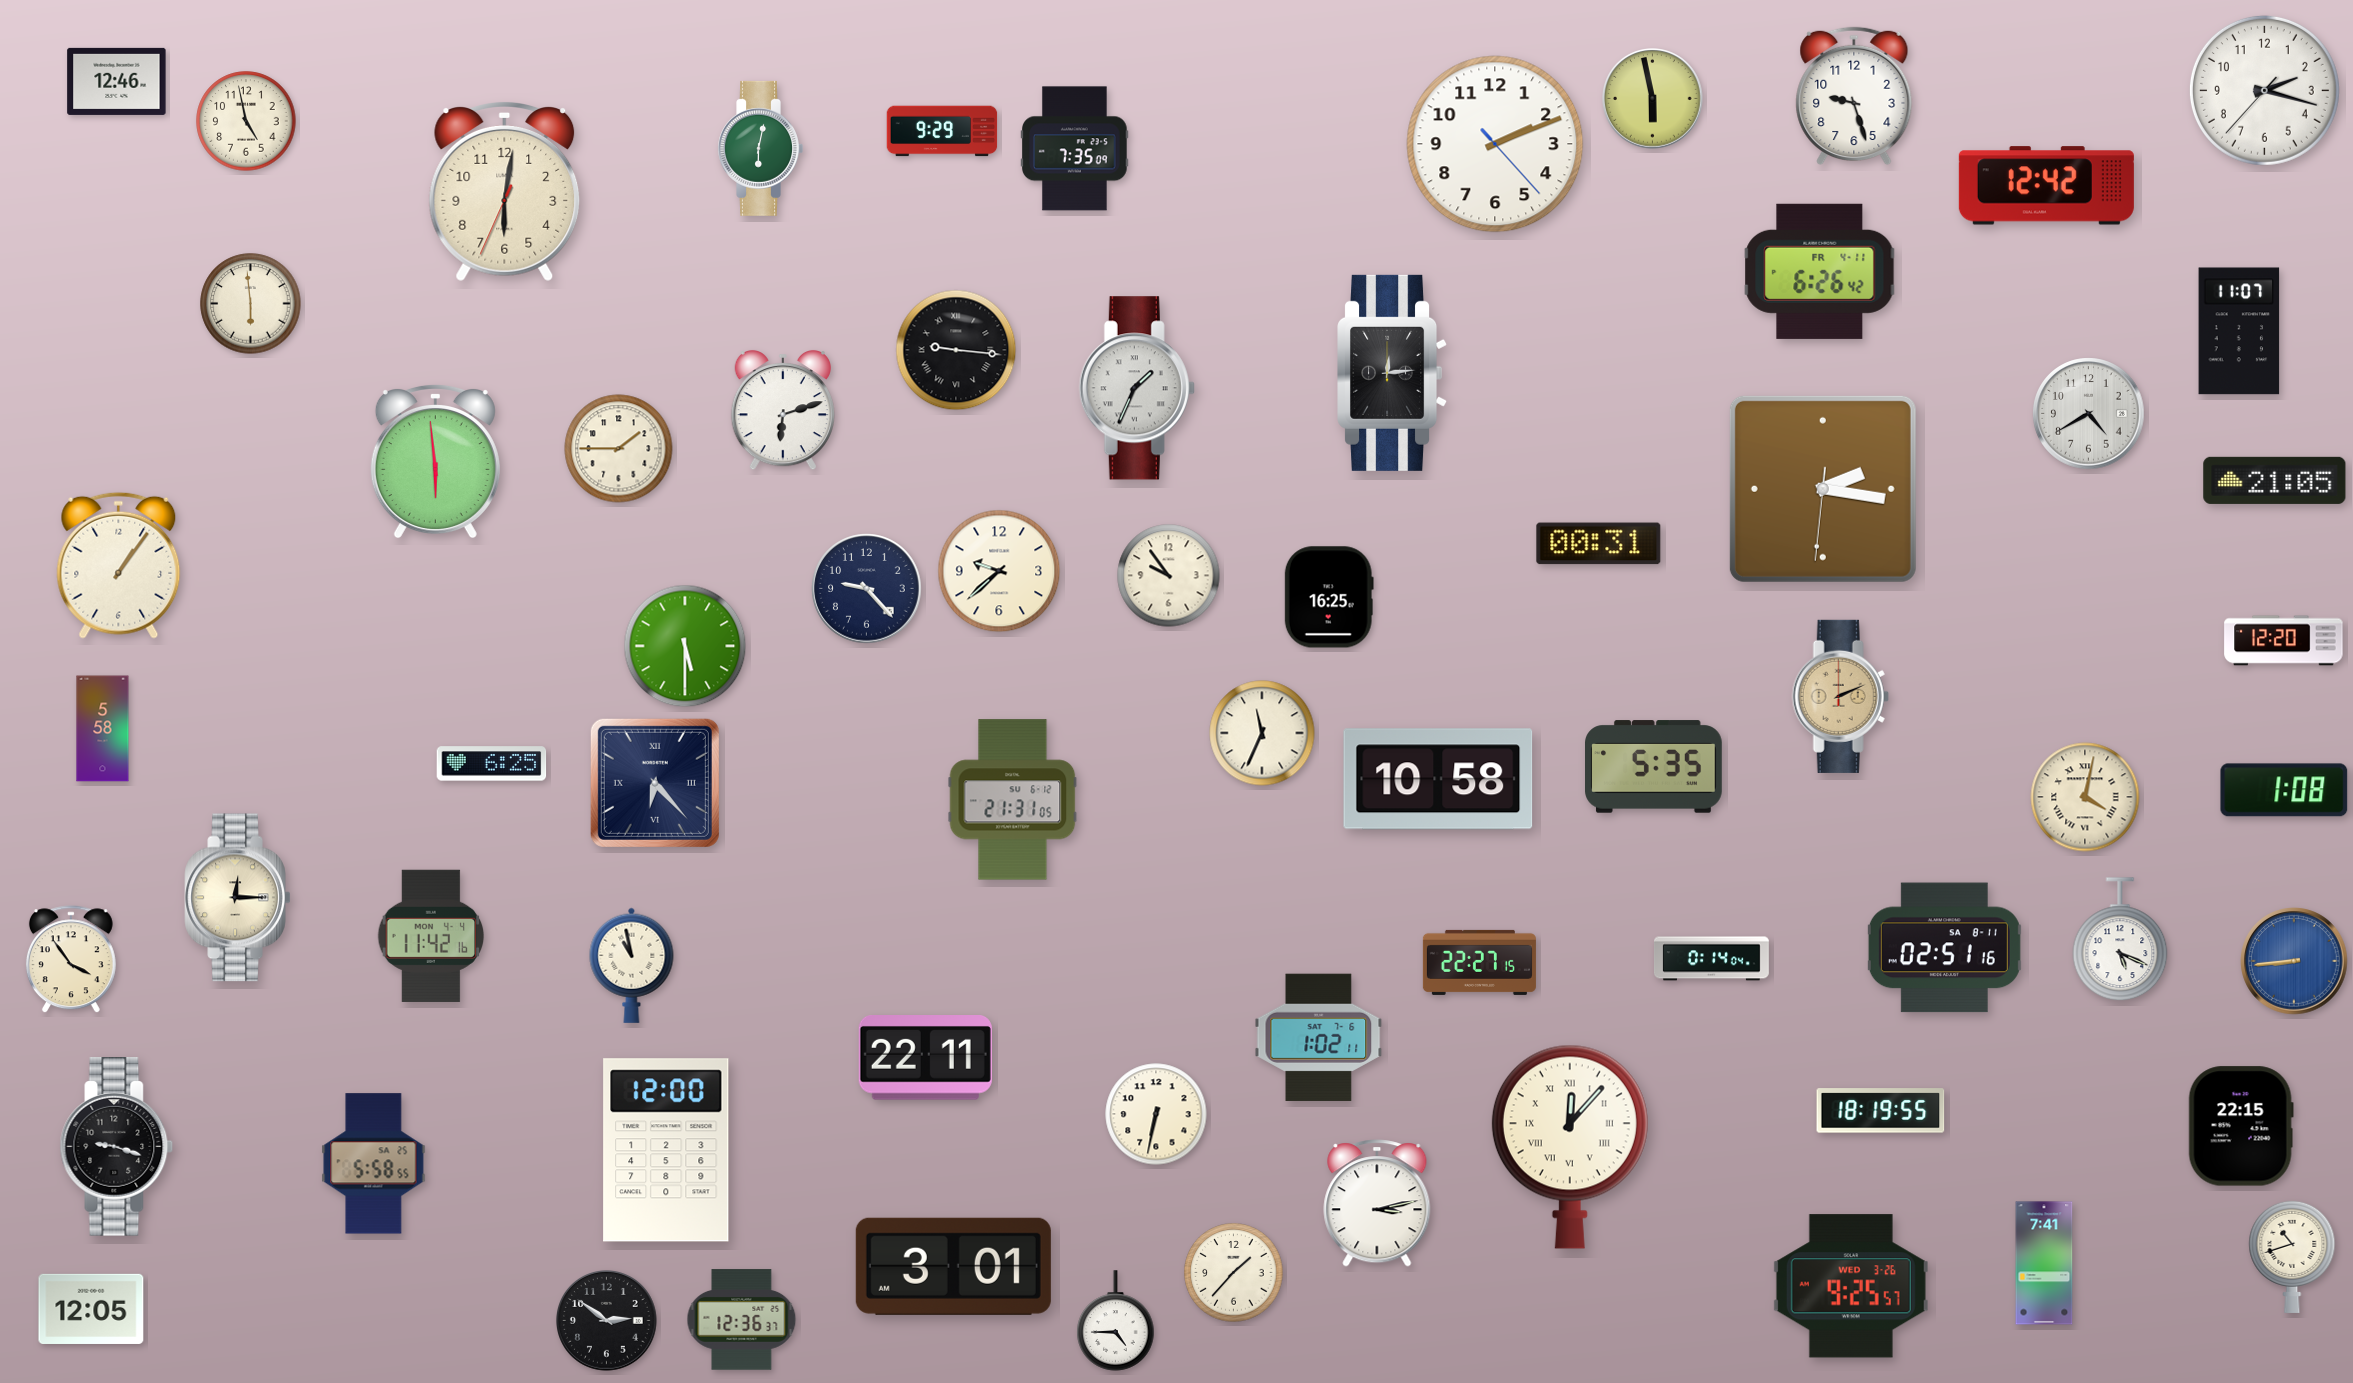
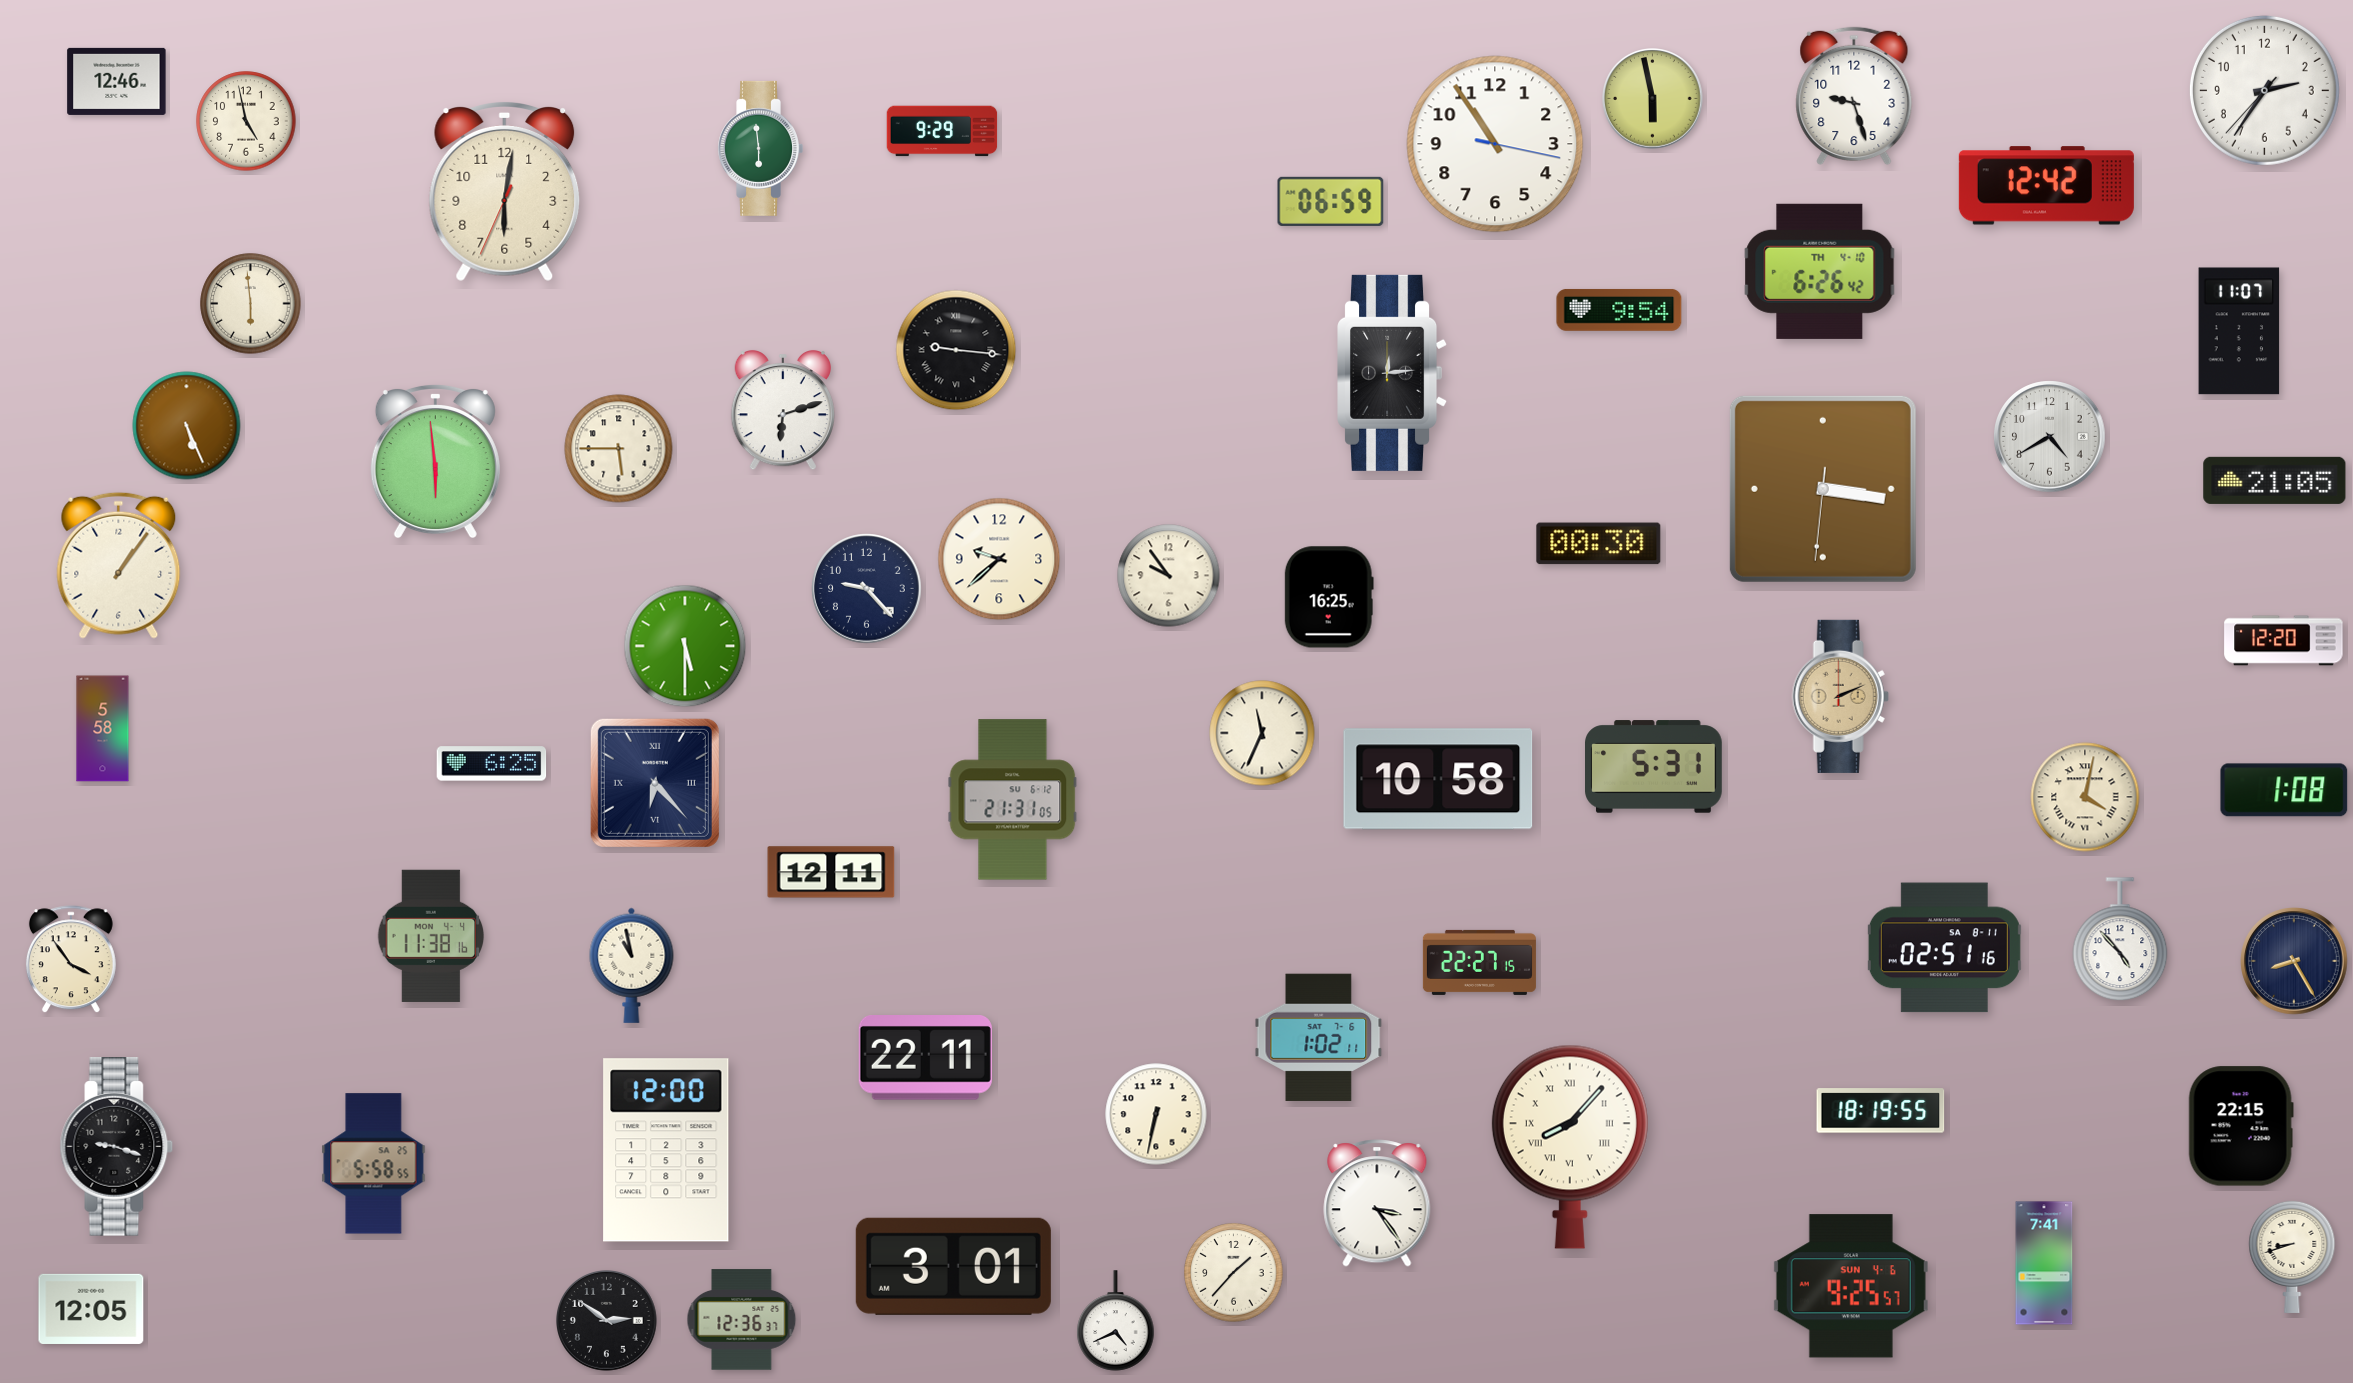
clock at (2264, 90): 2:17 -> 2:35
clock at (1495, 144): 2:11 -> 10:54
clock at (760, 148): 6:02 -> 5:59
clock at (1075, 149): 7:35 -> none
clock at (1331, 201): none -> 06:59
clock at (1820, 271) date: FR 4-11 -> TH 4-10
clock at (1619, 310): none -> 9:54
clock at (1137, 388): 1:34 -> none
clock at (2089, 414) position: (2089, 414) -> (2050, 437)
clock at (187, 426): none -> 5:26
clock at (619, 449): 1:45 -> 5:45
clock at (1823, 489): 2:16 -> 3:16
clock at (1599, 544): 00:31 -> 00:30
clock at (999, 571) position: (999, 571) -> (999, 559)
clock at (1654, 767): 5:35 -> 5:31
clock at (831, 872): none -> 12:11
clock at (238, 898): 12:15 -> none
clock at (431, 936): 11:42 -> 11:38
clock at (2120, 940): 5:19 -> 4:53
clock at (1712, 959): 0:14 -> none
clock at (2294, 961): 8:44 -> 8:25
clock at (2294, 961) dial: blue -> navy
clock at (1570, 1147): 12:07 -> 8:07
clock at (1377, 1203): 3:13 -> 3:24
clock at (2292, 1256): 10:42 -> 8:42
clock at (1851, 1286) date: WED 3-26 -> SUN 4-6
clock at (1116, 1321): 4:45 -> 4:41
